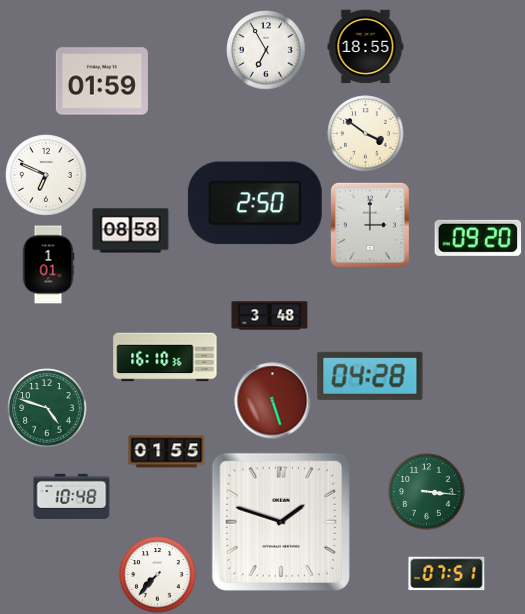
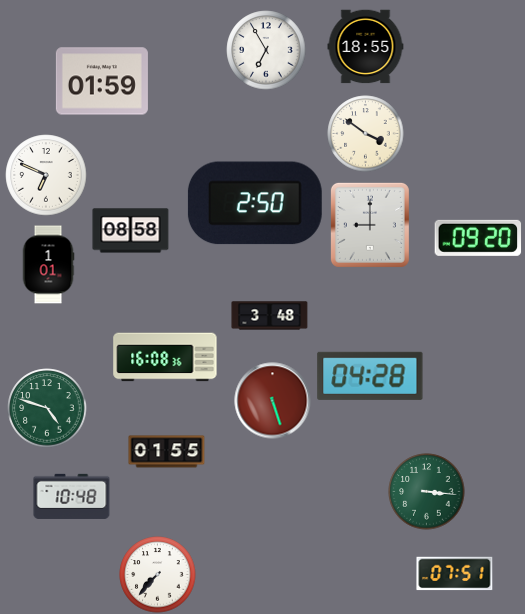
clock at (370, 225): 3:00 -> 9:00
clock at (165, 357): 16:10 -> 16:08
clock at (281, 522): 1:48 -> none
clock at (447, 574) position: (447, 574) -> (455, 574)
